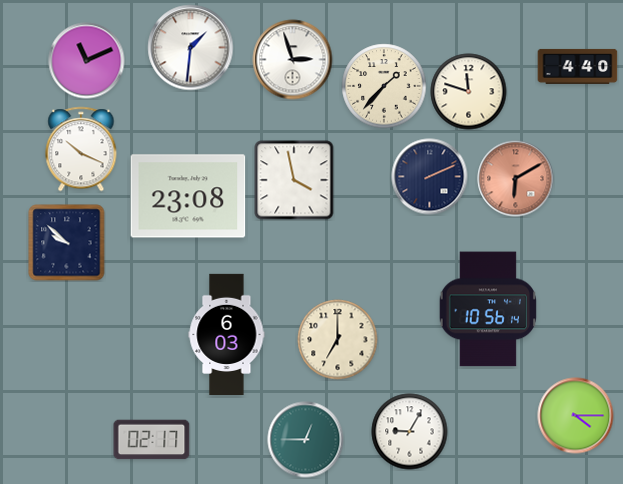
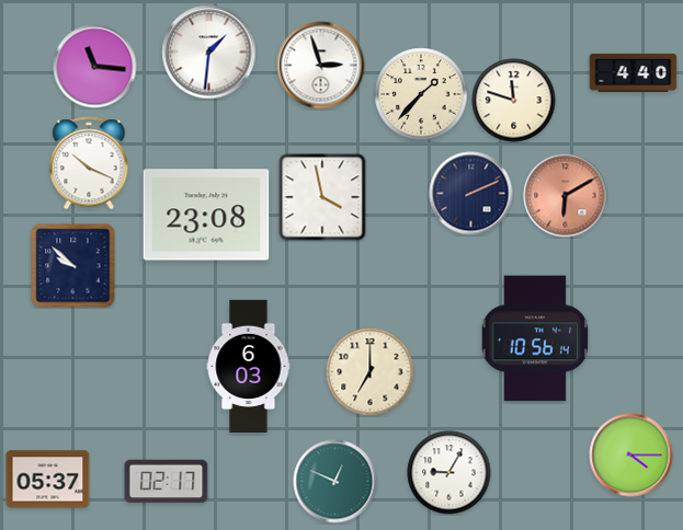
clock at (87, 61): 11:11 -> 11:16
clock at (48, 480): none -> 05:37
clock at (306, 440): 12:45 -> 12:49
